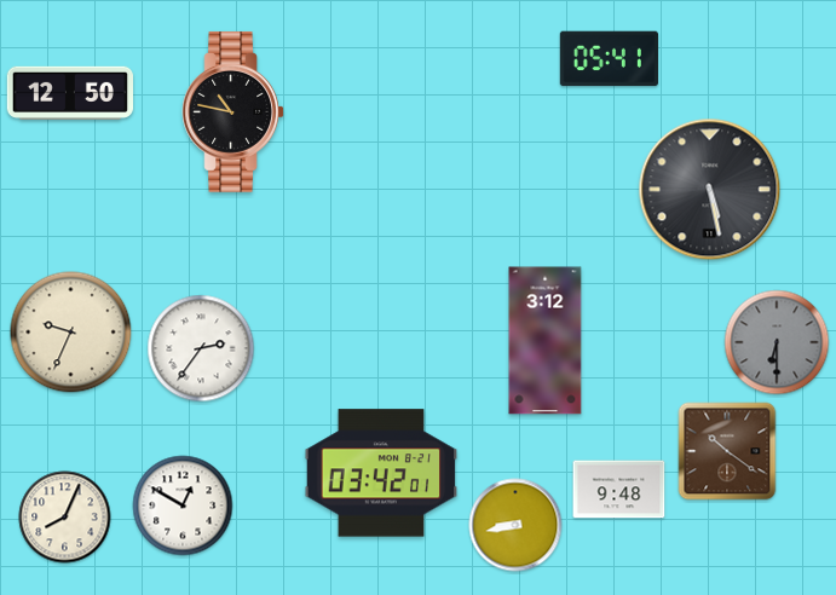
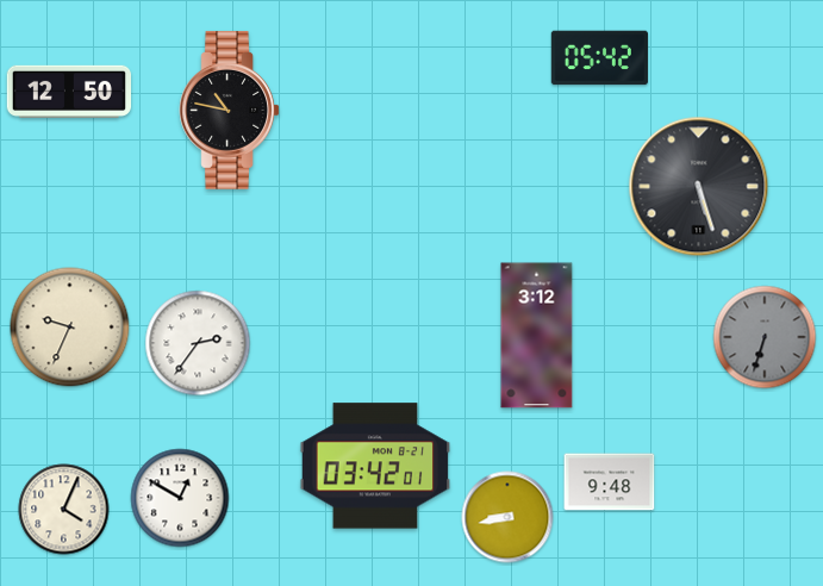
clock at (609, 59): 05:41 -> 05:42
clock at (710, 190): 5:28 -> 5:27
clock at (777, 342): 6:30 -> 6:33
clock at (727, 451): 10:21 -> none
clock at (65, 518): 8:04 -> 4:04
